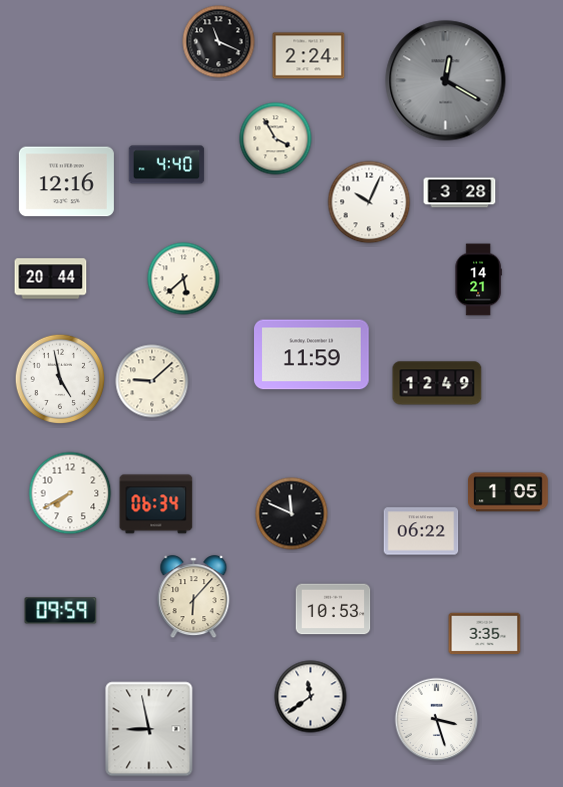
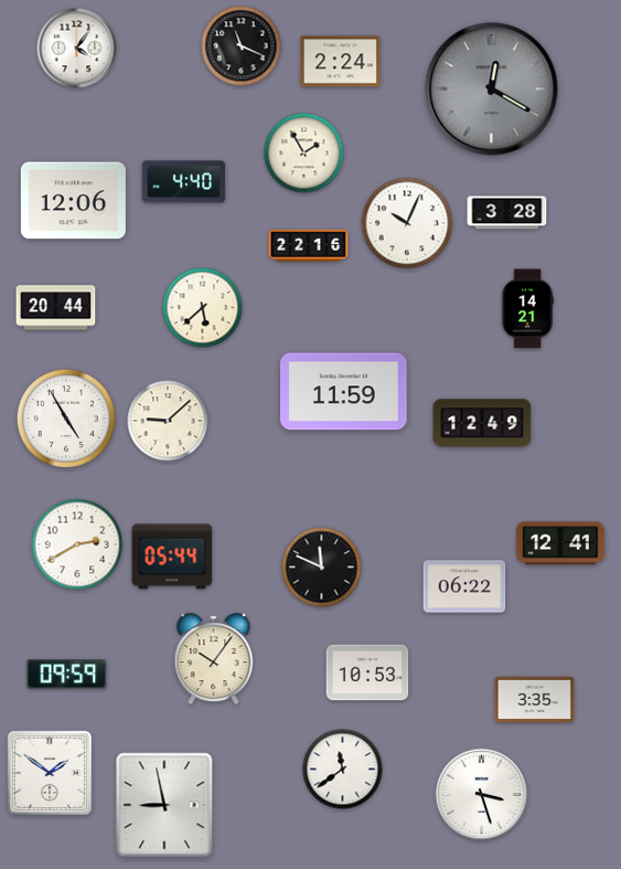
clock at (77, 49): none -> 4:06
clock at (276, 139): 3:55 -> 1:55
clock at (66, 182): 12:16 -> 12:06
clock at (309, 246): none -> 22:16
clock at (60, 379): 4:58 -> 4:55
clock at (508, 492): 1:05 -> 12:41
clock at (70, 493): 7:40 -> 2:40
clock at (156, 504): 06:34 -> 05:44
clock at (194, 597): 6:07 -> 10:06
clock at (49, 772): none -> 1:51
